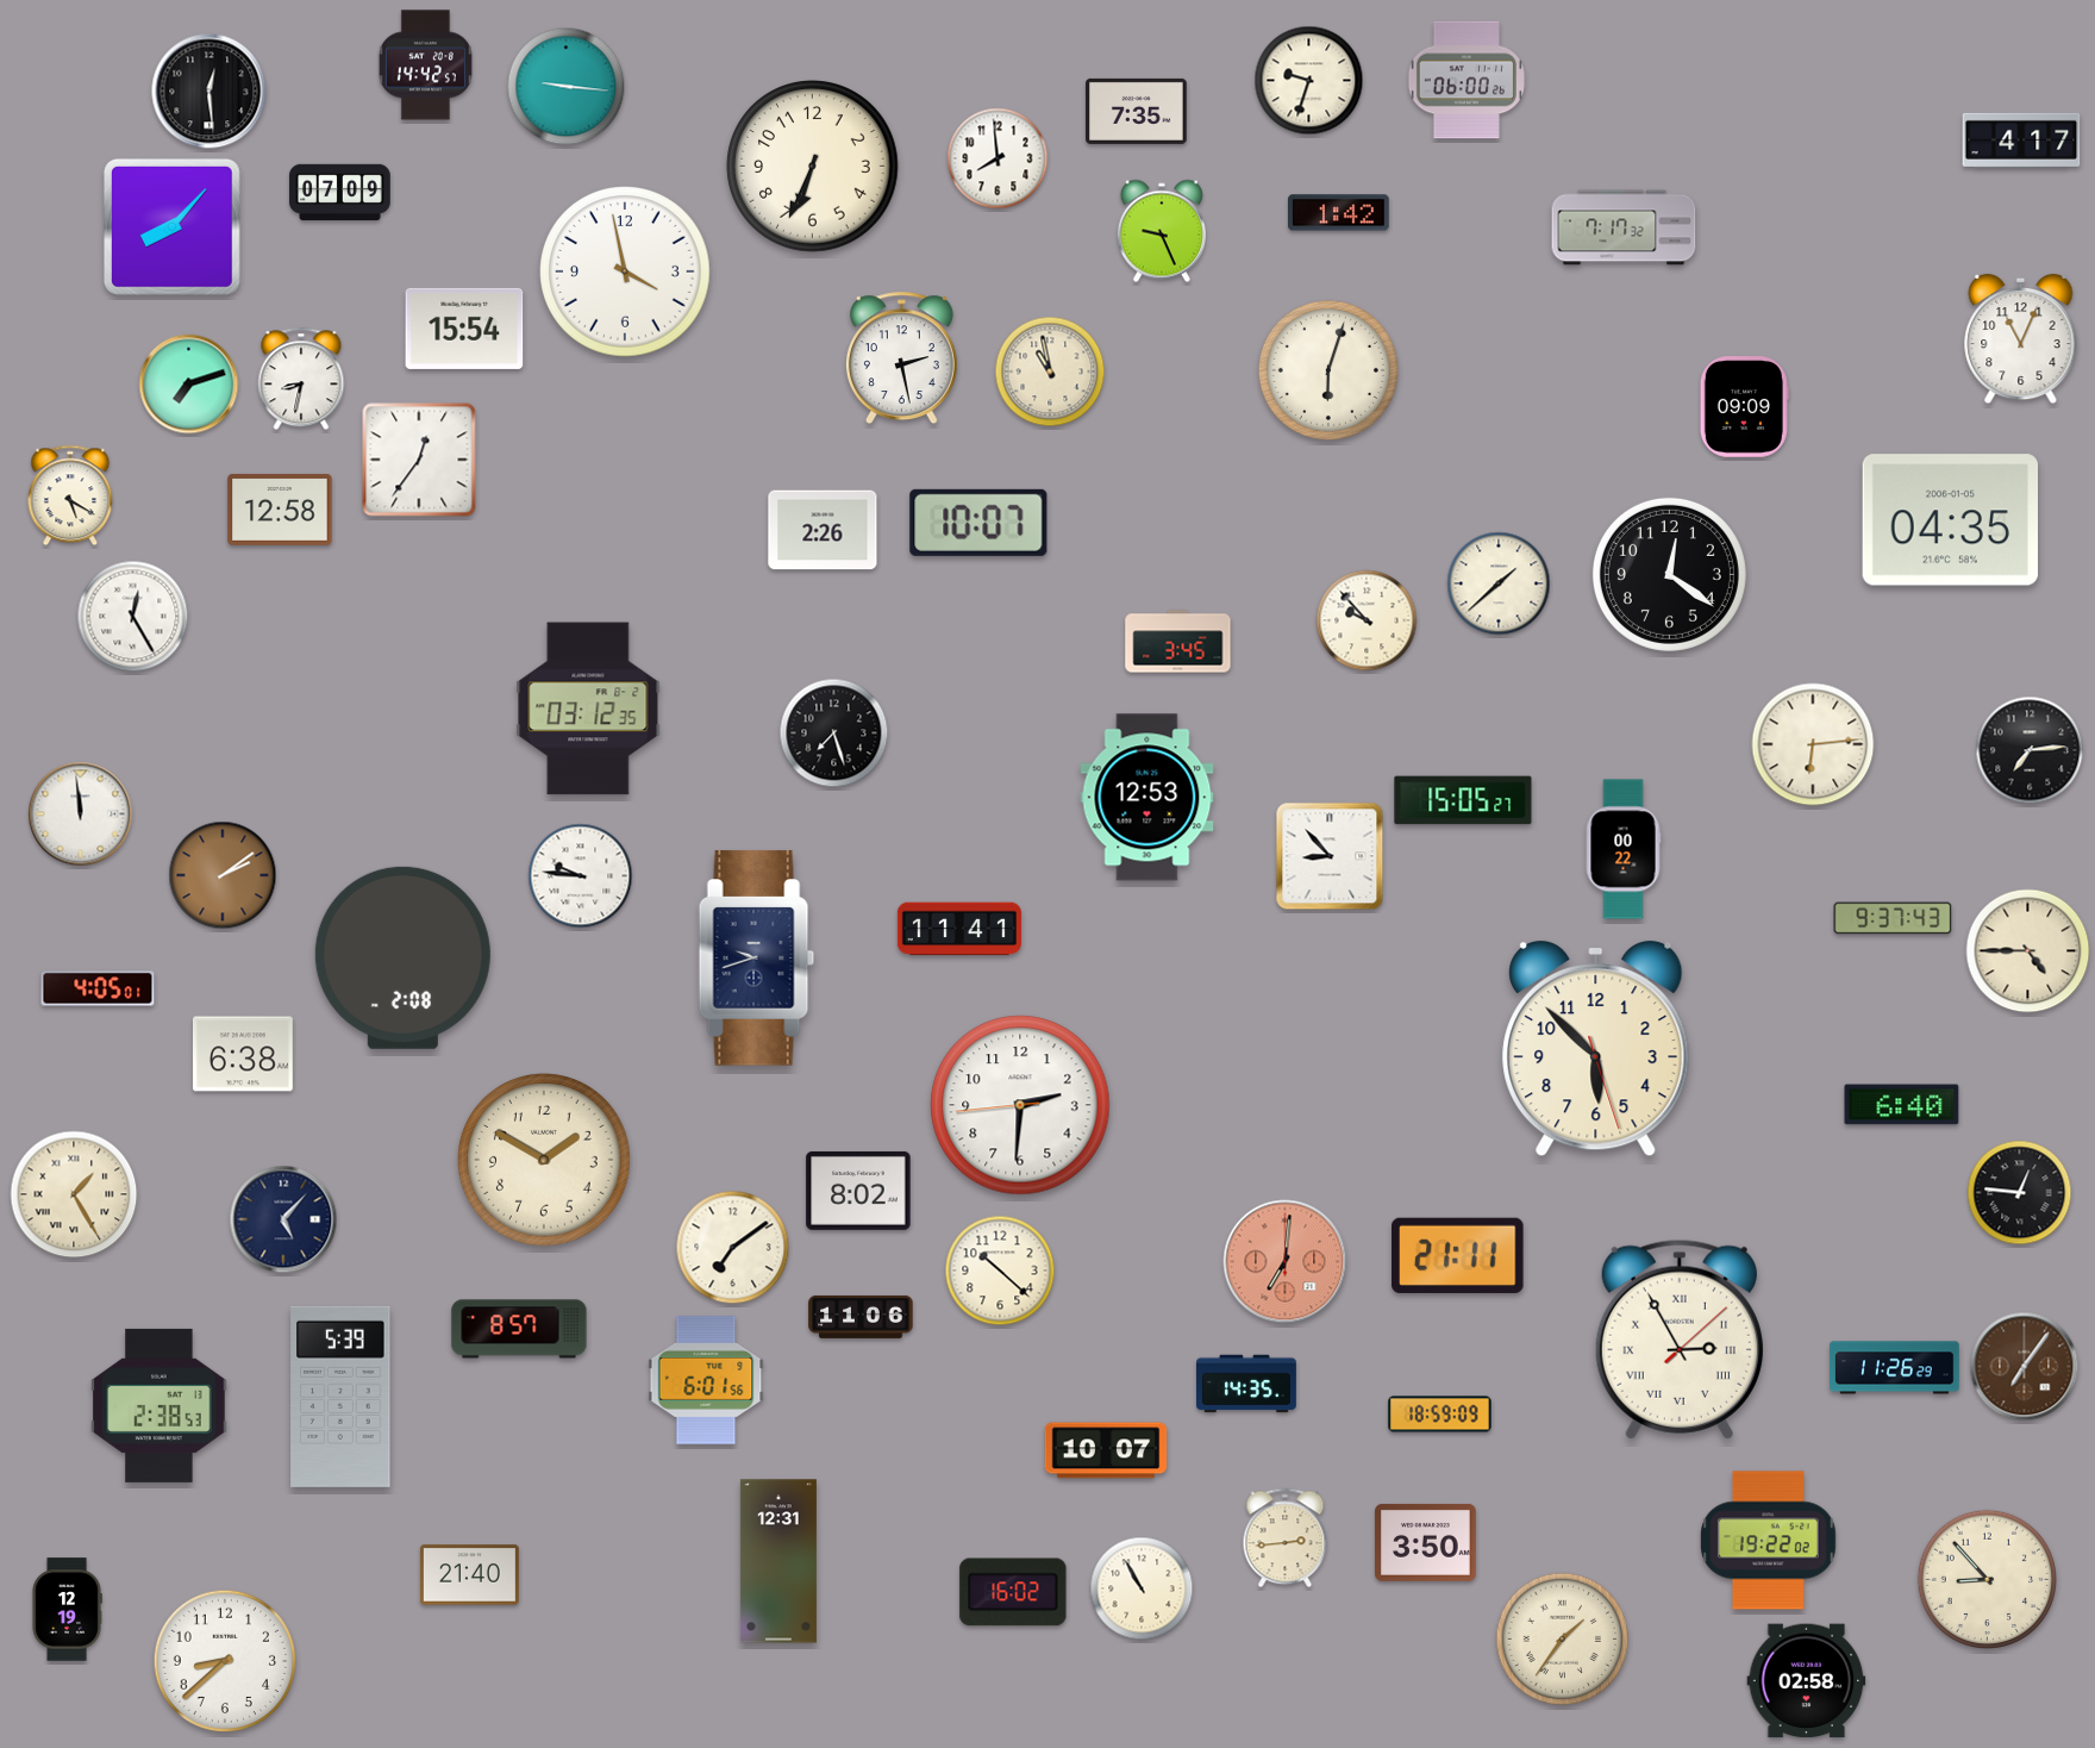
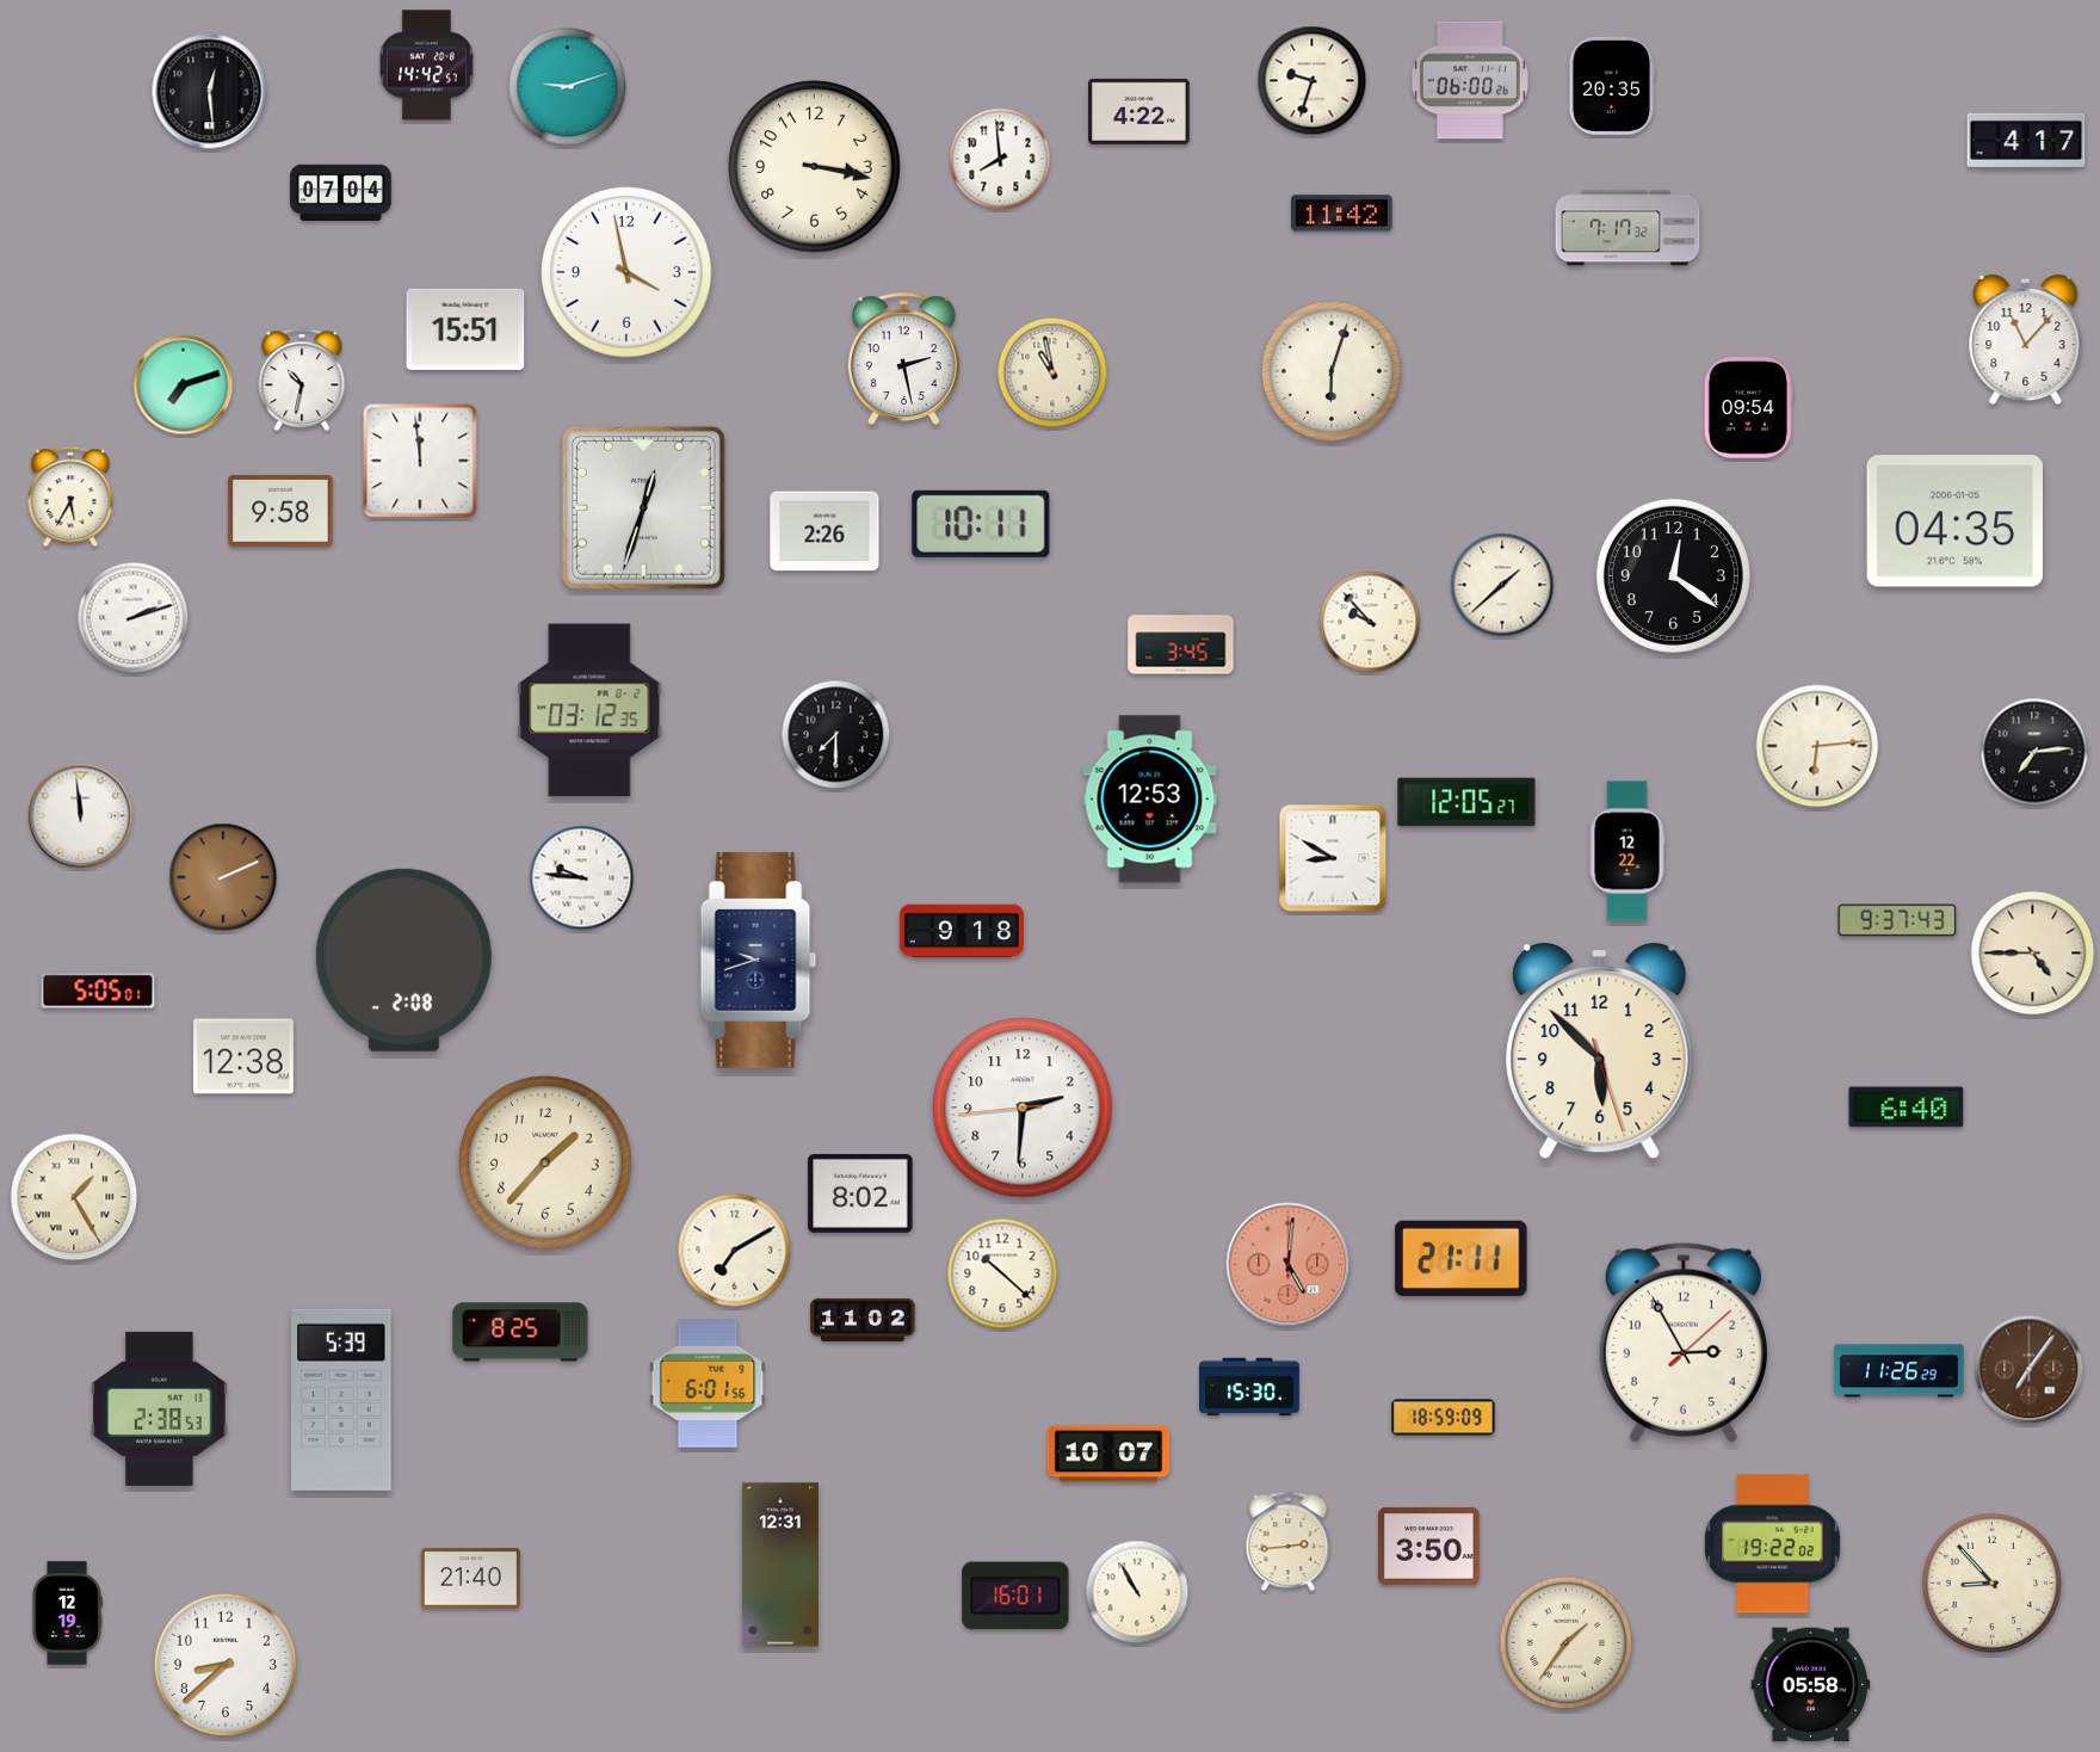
clock at (1612, 86): none -> 20:35
clock at (567, 87): 9:16 -> 9:12
clock at (1137, 111): 7:35 -> 4:22
clock at (813, 167): 6:34 -> 3:17
clock at (340, 192): 07:09 -> 07:04
clock at (1339, 213): 1:42 -> 11:42
clock at (171, 226): 8:07 -> none
clock at (1162, 231): 9:26 -> none
clock at (464, 329): 15:54 -> 15:51
clock at (2021, 339): 11:04 -> 11:07
clock at (301, 379): 8:32 -> 10:32
clock at (189, 385) position: (189, 385) -> (184, 385)
clock at (1744, 407): 09:09 -> 09:54
clock at (419, 460): 12:36 -> 11:59
clock at (70, 495): 5:20 -> 5:35
clock at (643, 507): none -> 12:33
clock at (280, 510): 12:58 -> 9:58
clock at (978, 523): 10:07 -> 10:11
clock at (133, 617): 12:25 -> 2:12
clock at (834, 733): 7:27 -> 7:30
clock at (1463, 800): 15:05 -> 12:05
clock at (1624, 849): 00:22 -> 12:22
clock at (1330, 856): 8:53 -> 8:50
clock at (223, 875): 2:09 -> 2:11
clock at (959, 929): 11:41 -> 9:18
clock at (98, 988): 4:05 -> 5:05
clock at (243, 1054): 6:38 -> 12:38
clock at (544, 1160): 1:50 -> 1:37
clock at (2020, 1193): 12:46 -> none
clock at (283, 1219): 5:07 -> none
clock at (733, 1248): 7:09 -> 7:10
clock at (1286, 1262): 7:01 -> 5:01
clock at (861, 1317): 11:06 -> 11:02
clock at (519, 1329): 8:57 -> 8:25
clock at (1680, 1340) numerals: Roman -> Arabic
clock at (1247, 1384): 14:35 -> 15:30
clock at (1142, 1588) position: (1142, 1588) -> (1137, 1592)
clock at (1013, 1592): 16:02 -> 16:01
clock at (1807, 1681): 02:58 -> 05:58
